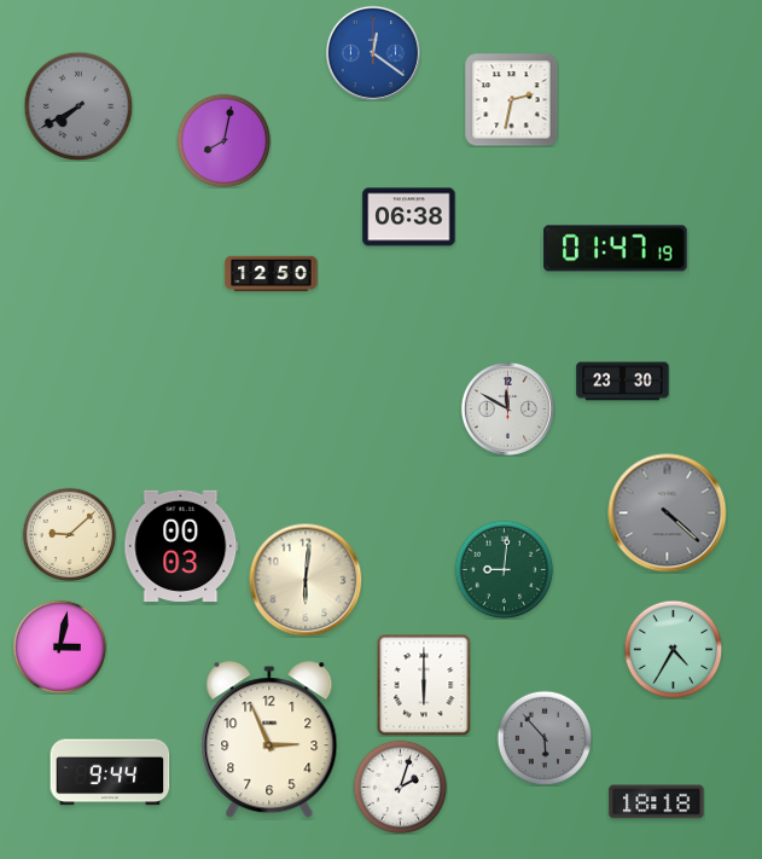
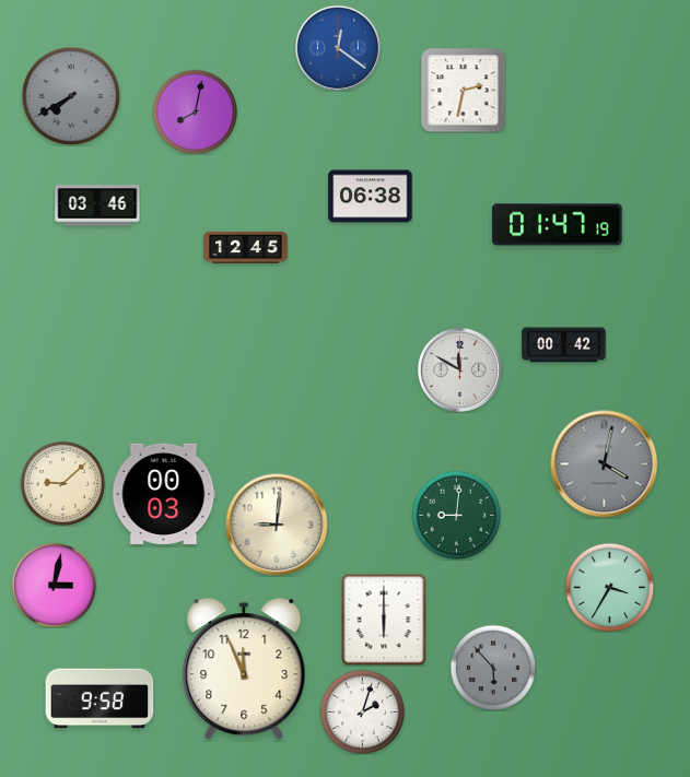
clock at (223, 140) position: (223, 140) -> (195, 111)
clock at (97, 205): none -> 03:46
clock at (272, 274): 12:50 -> 12:45
clock at (623, 382): 23:30 -> 00:42
clock at (668, 513): 4:22 -> 4:02
clock at (306, 580): 6:01 -> 9:01
clock at (673, 649): 4:35 -> 3:35
clock at (269, 741): 2:56 -> 11:56
clock at (110, 772): 9:44 -> 9:58
clock at (657, 802): 18:18 -> none
